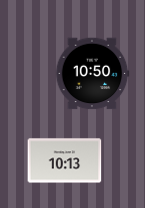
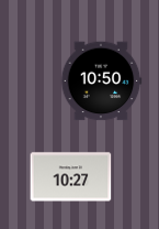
clock at (65, 161): 10:13 -> 10:27
